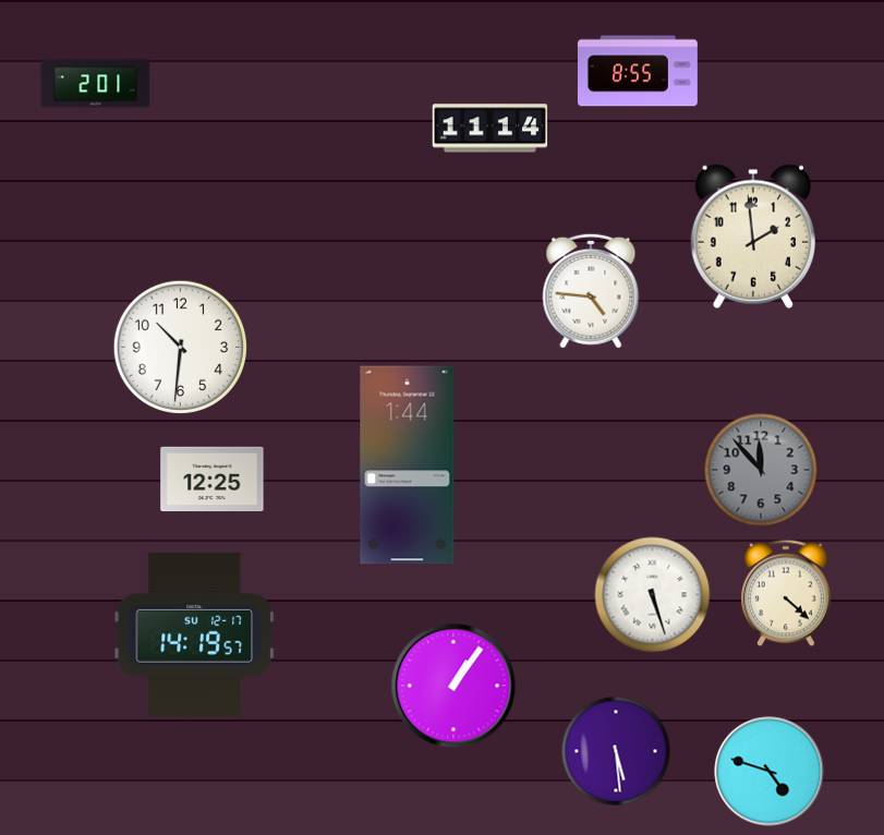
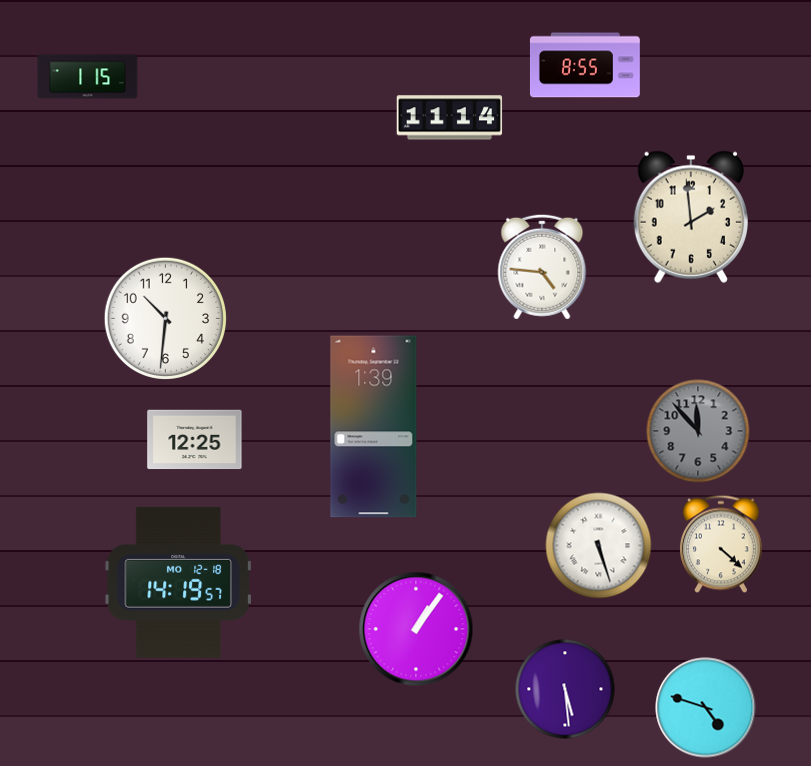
clock at (96, 84): 2:01 -> 1:15
clock at (408, 465): 1:44 -> 1:39
clock at (194, 634) date: SU 12-17 -> MO 12-18
